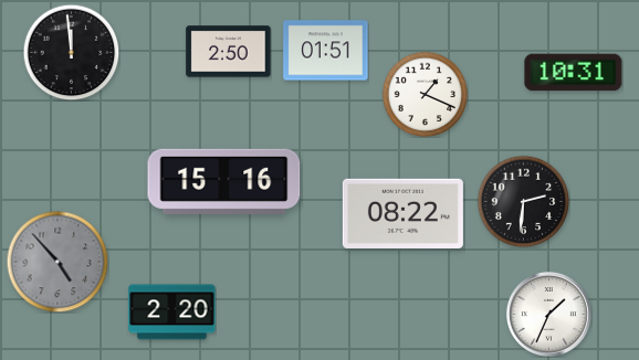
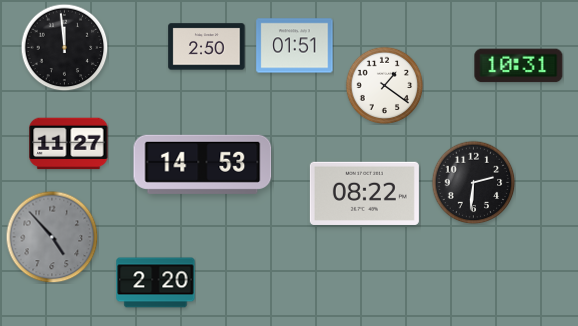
clock at (425, 94): 1:19 -> 1:21
clock at (69, 144): none -> 11:27
clock at (224, 181): 15:16 -> 14:53
clock at (548, 314): 1:34 -> none
